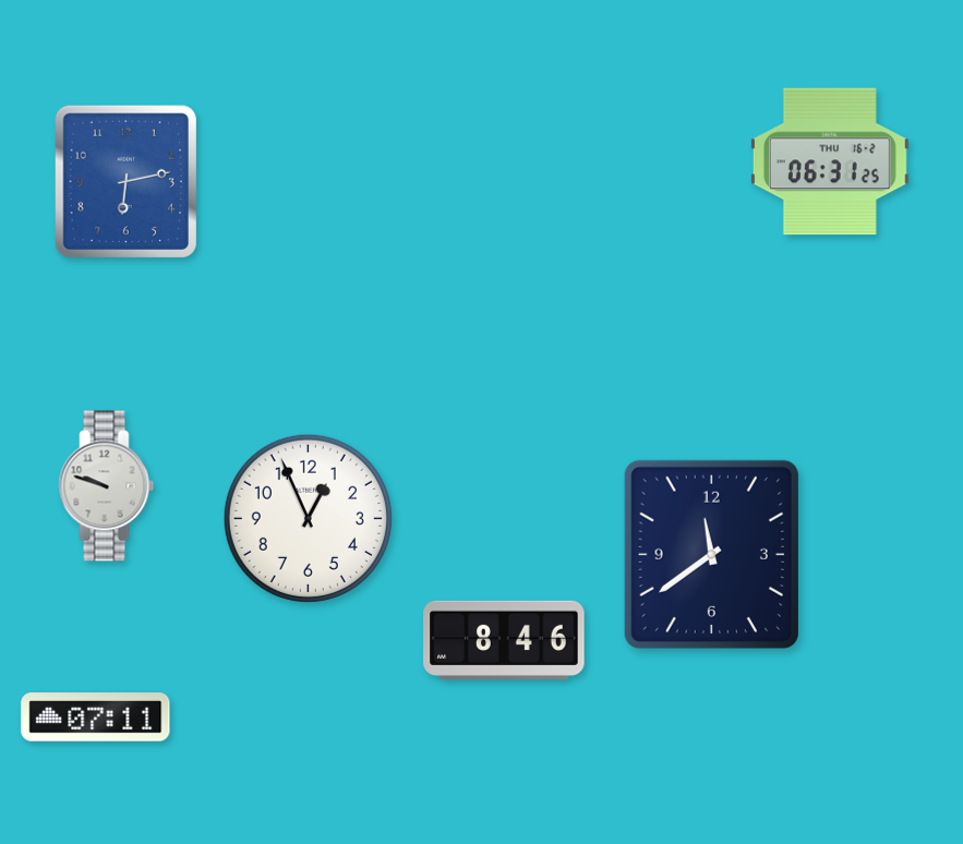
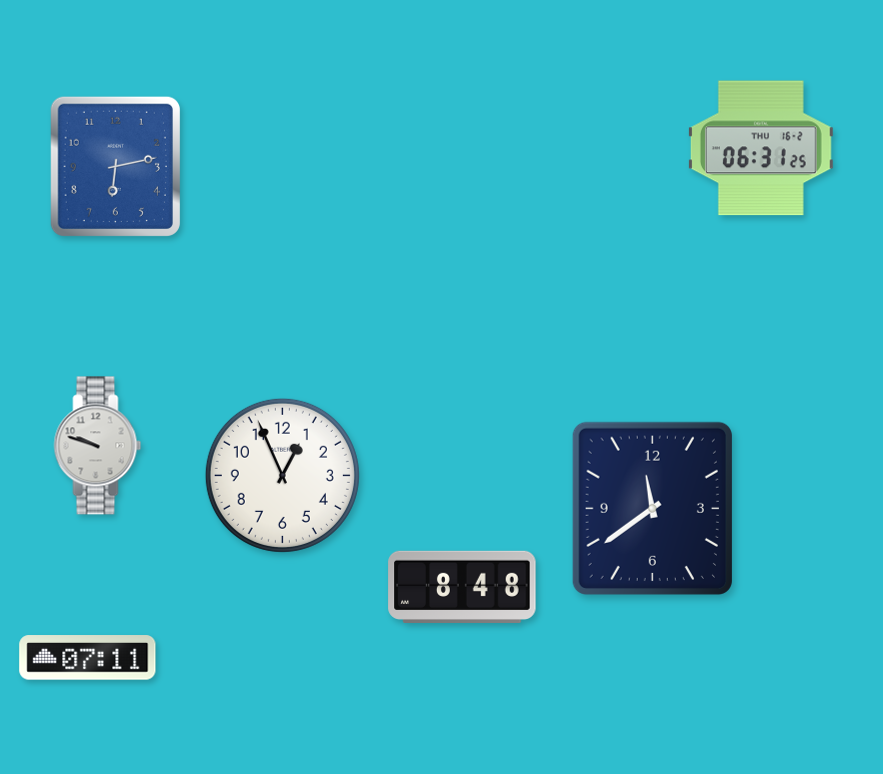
clock at (504, 639): 8:46 -> 8:48
